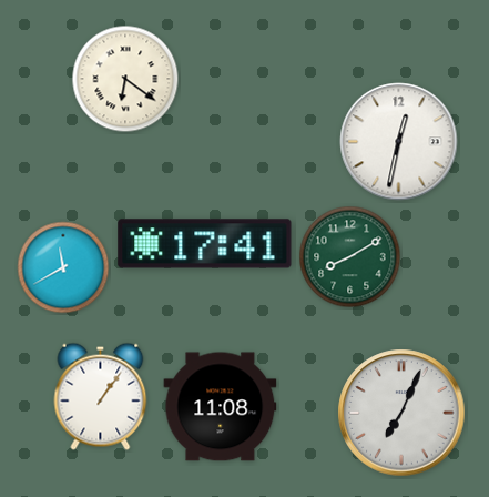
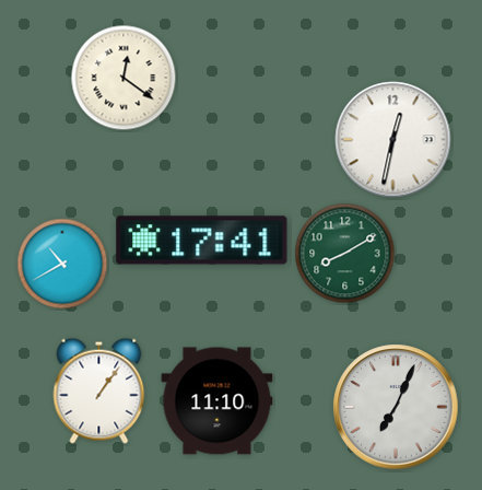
clock at (125, 79): 6:21 -> 12:21
clock at (63, 267): 11:40 -> 10:40
clock at (221, 407): 11:08 -> 11:10
